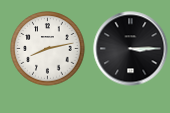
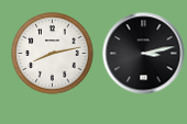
clock at (131, 49): 3:15 -> 3:13
